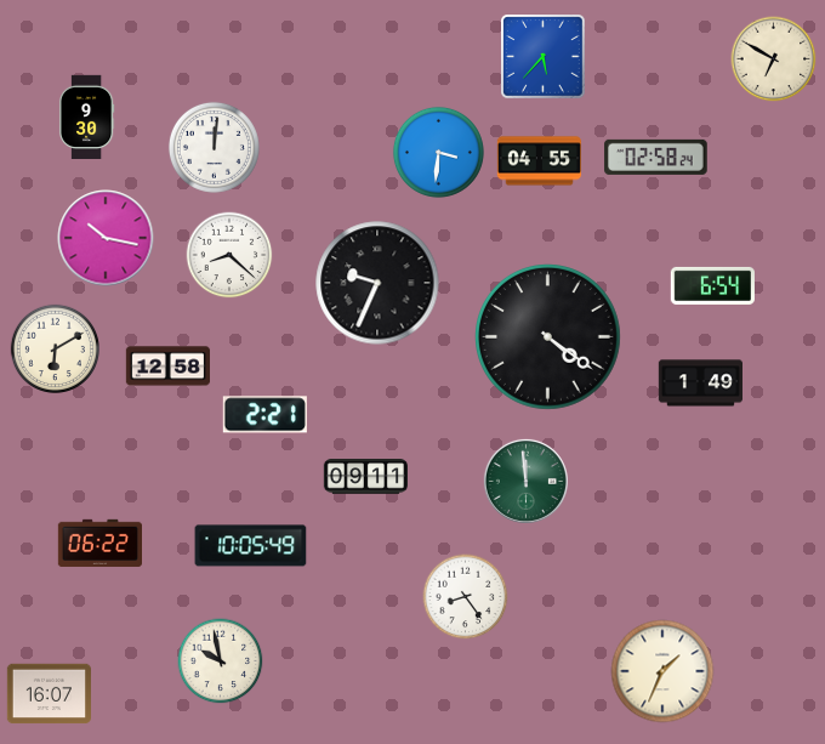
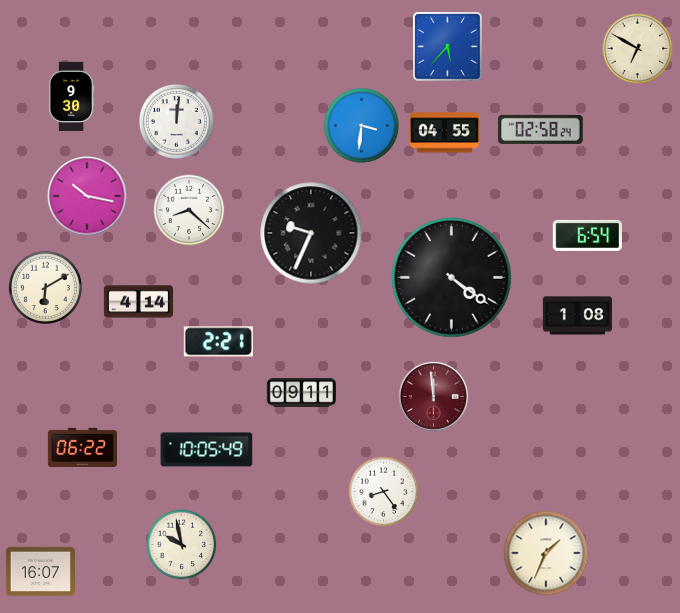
clock at (167, 367): 12:58 -> 4:14
clock at (700, 384): 1:49 -> 1:08
clock at (525, 481) dial: green -> burgundy
